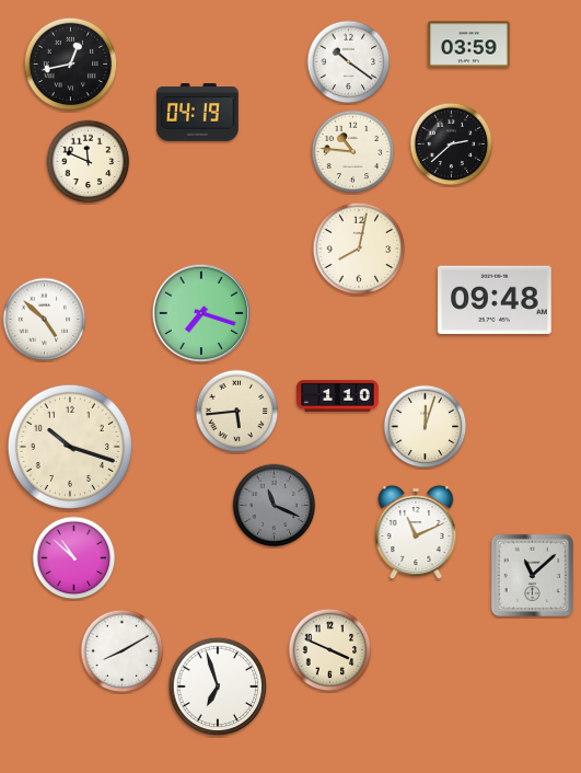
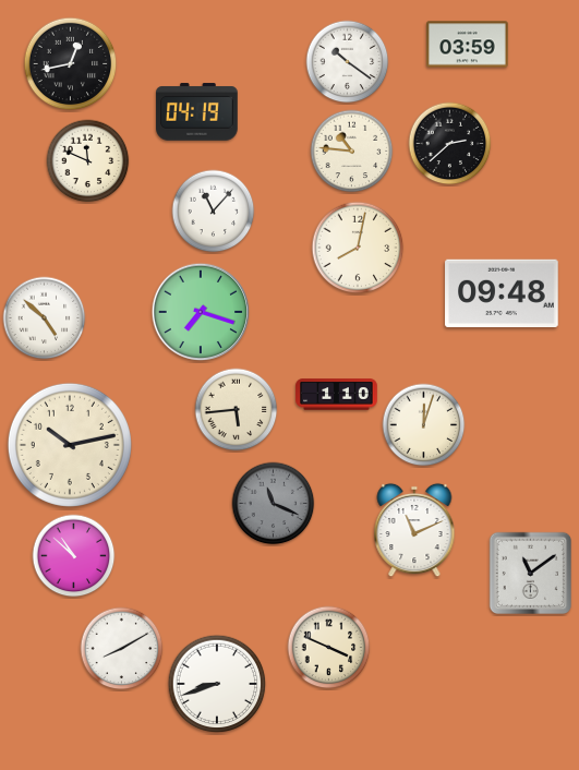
clock at (214, 212): none -> 11:07
clock at (495, 299) position: (495, 299) -> (502, 292)
clock at (70, 447): 10:18 -> 10:13
clock at (532, 575): 11:08 -> 11:09
clock at (218, 687): 6:57 -> 8:42
